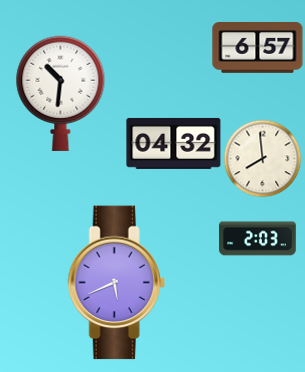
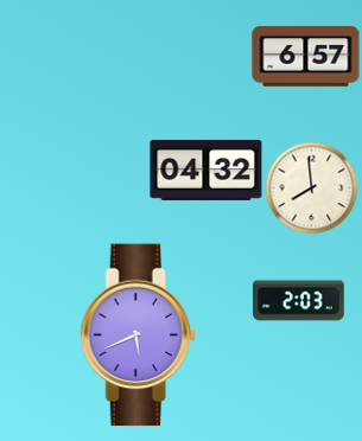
clock at (61, 93): 10:31 -> none
clock at (258, 239) position: (258, 239) -> (299, 301)
